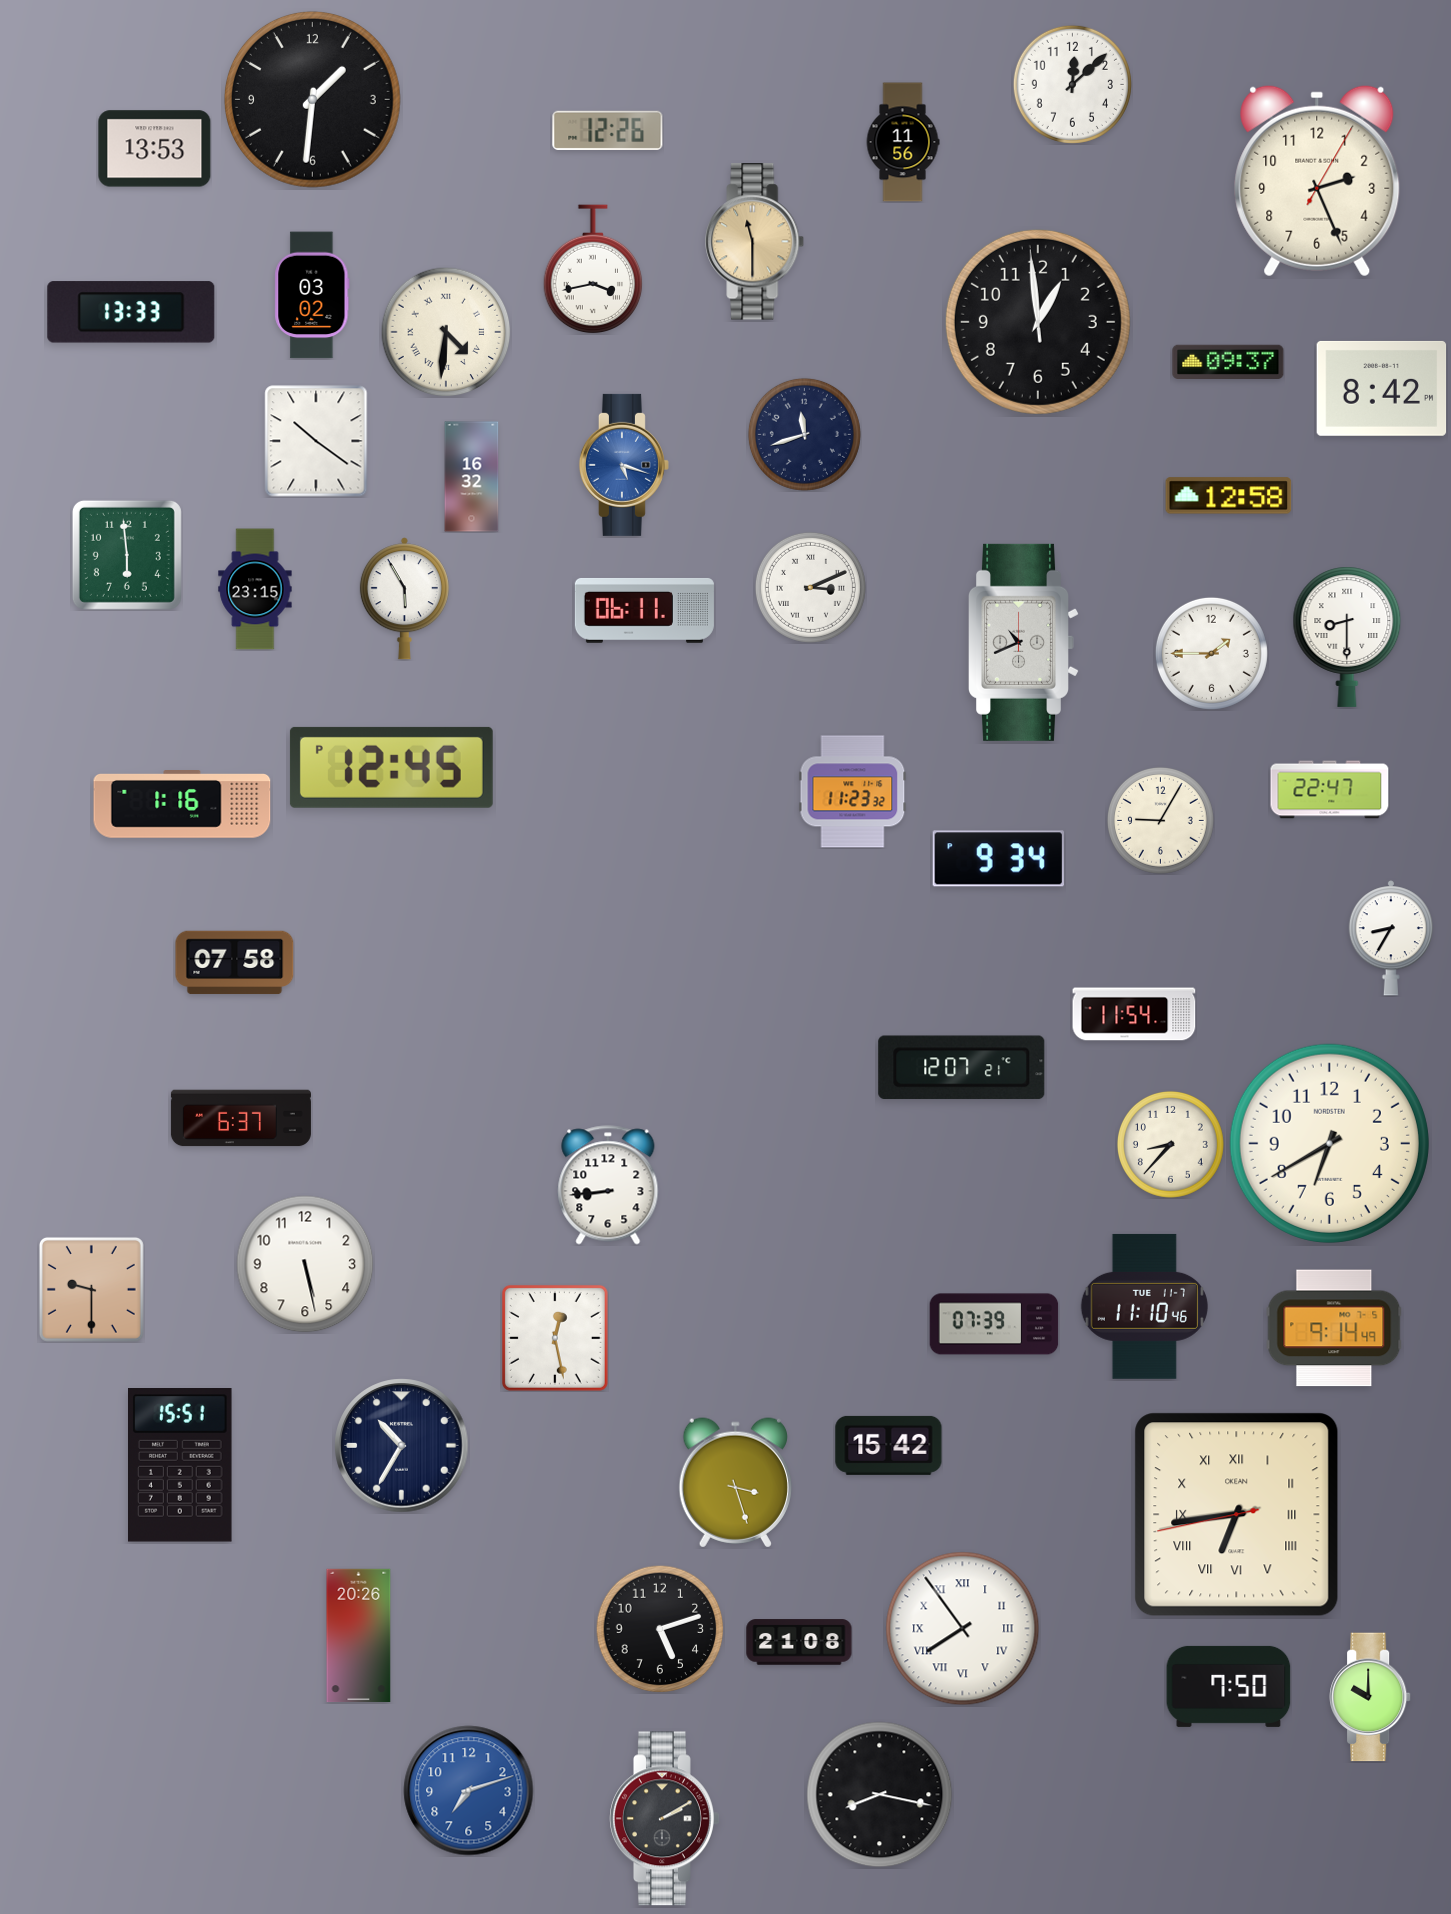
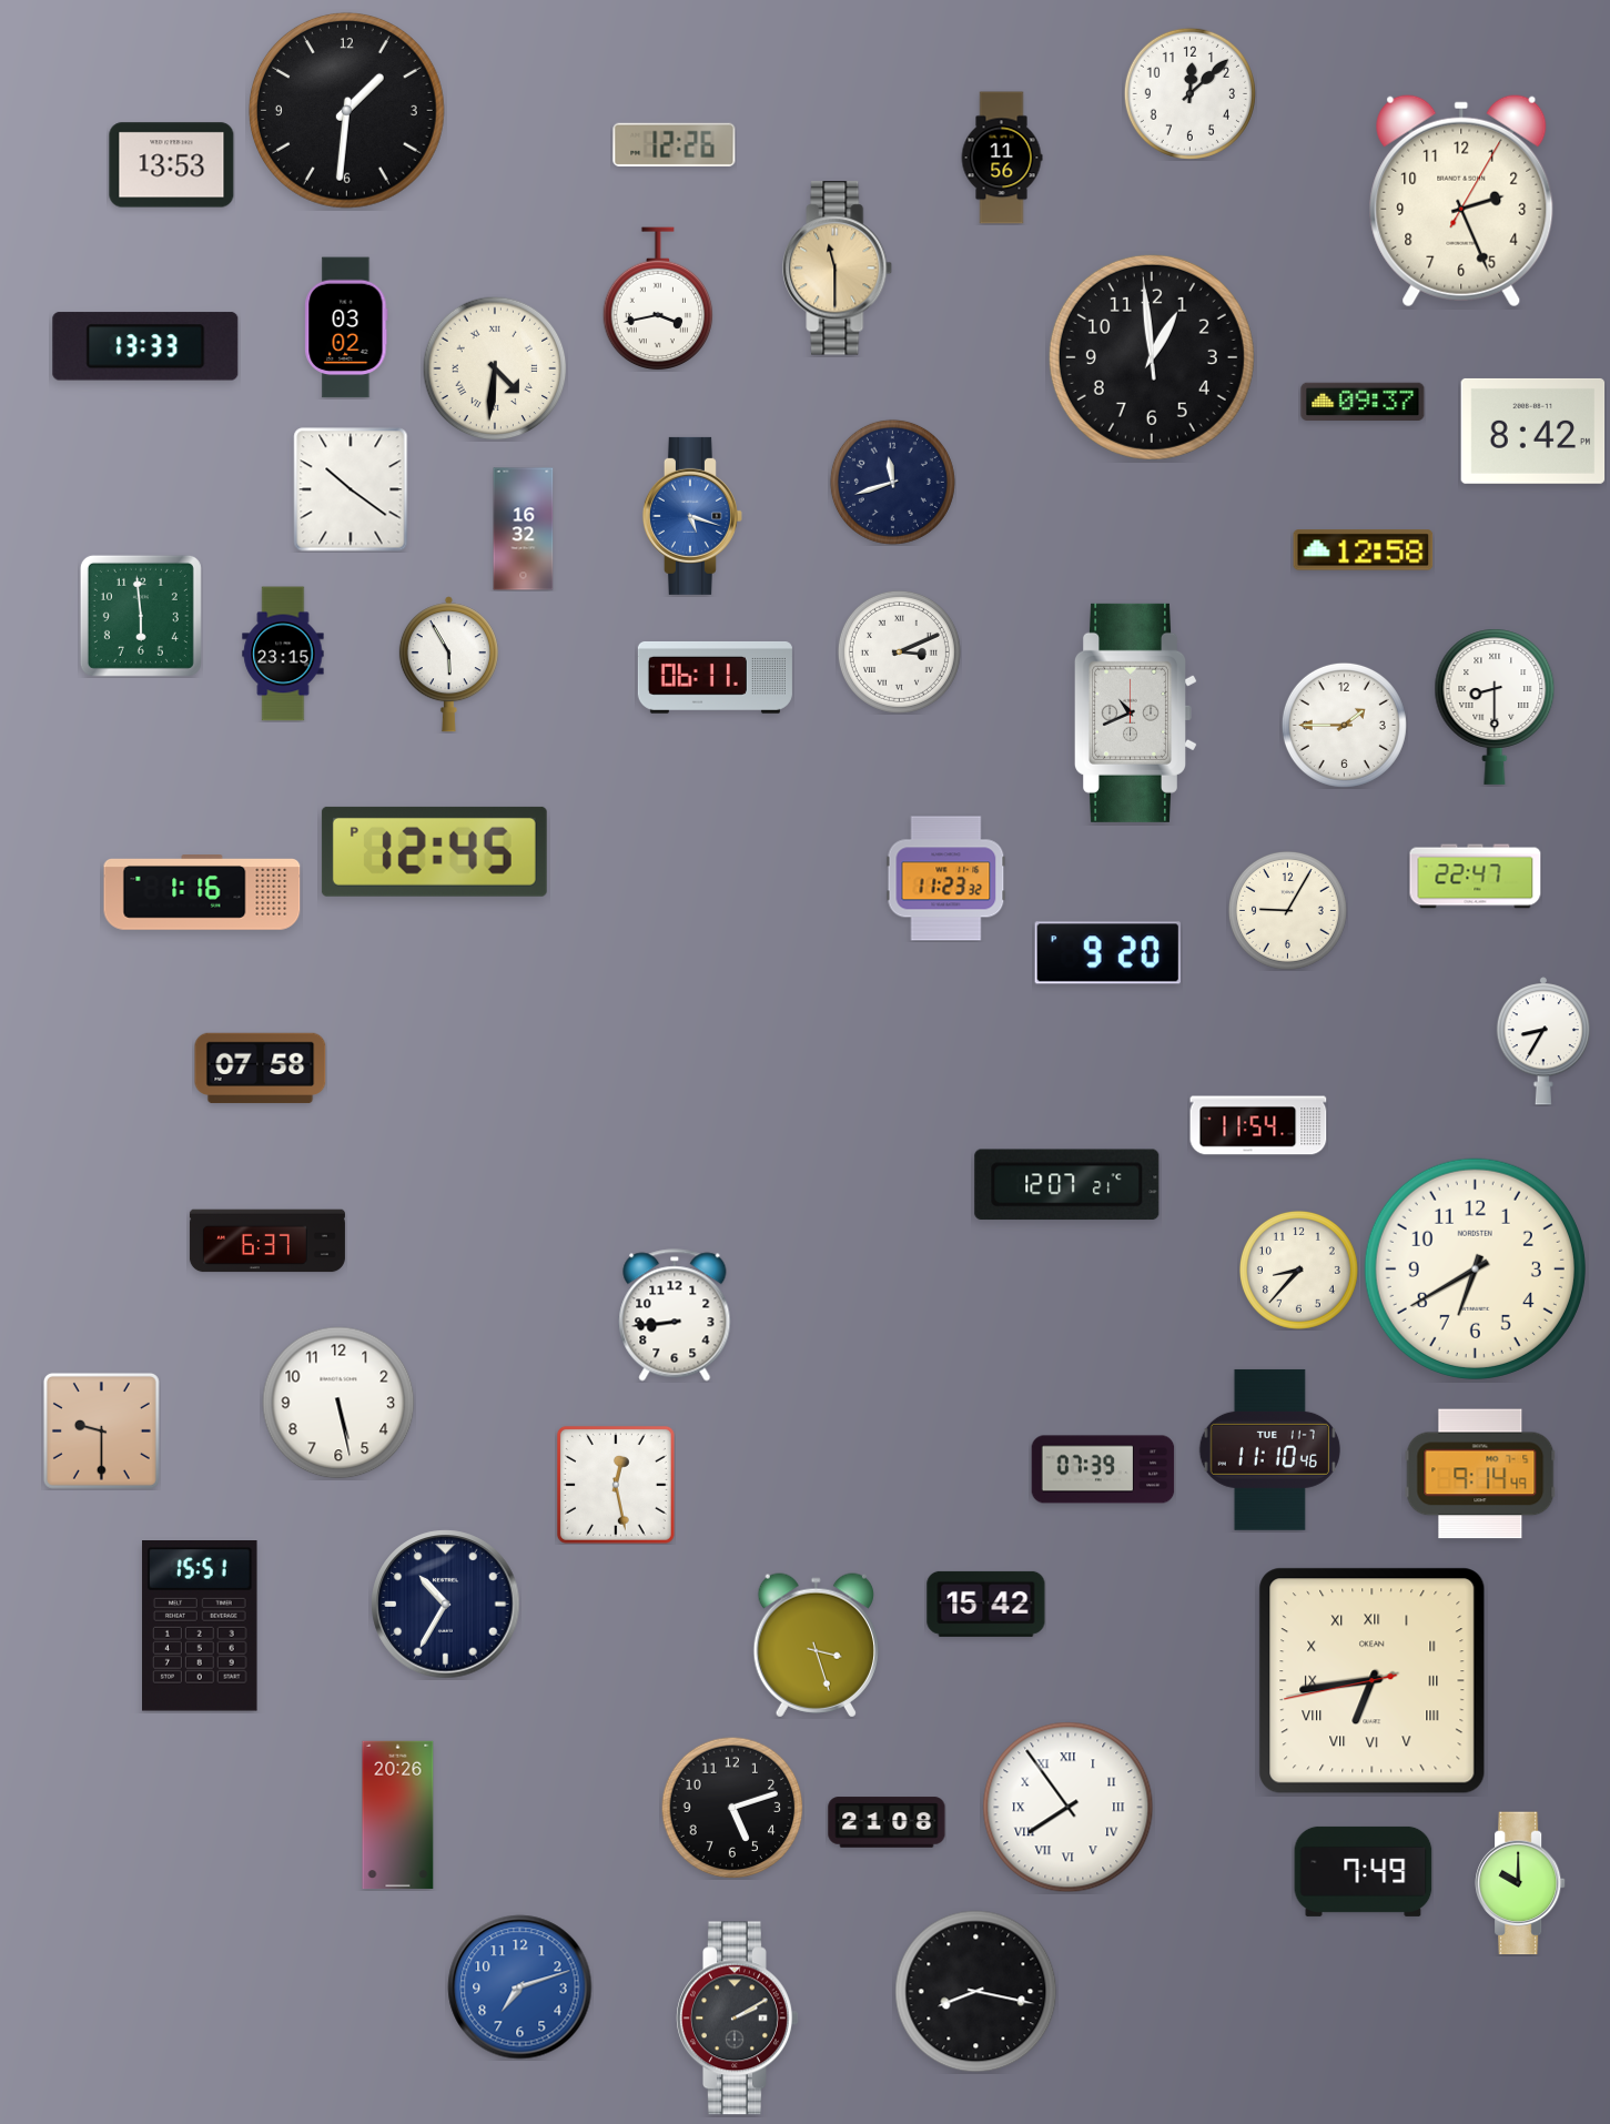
clock at (998, 859): 9:34 -> 9:20
clock at (1229, 1686): 7:50 -> 7:49
